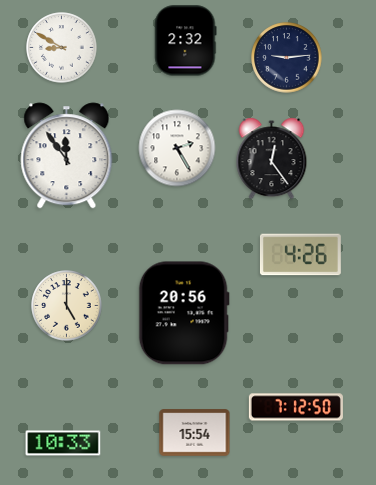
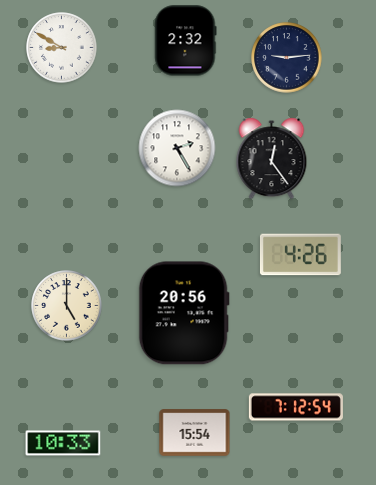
clock at (67, 156): 11:54 -> none
clock at (296, 407): 7:12:50 -> 7:12:54
